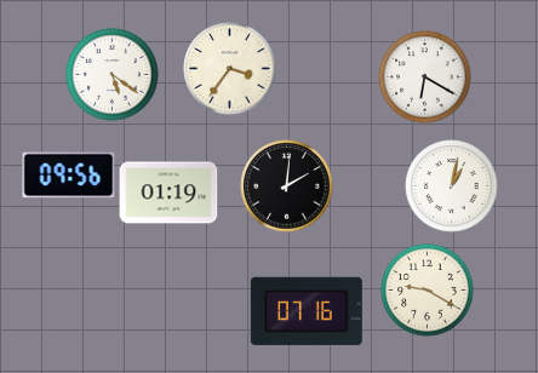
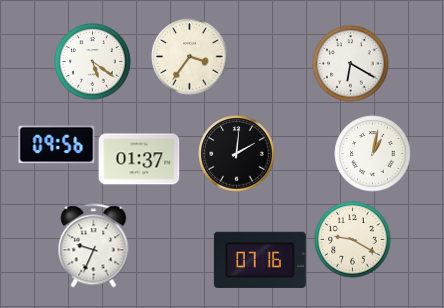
clock at (168, 193): 01:19 -> 01:37
clock at (94, 246): none -> 9:34
clock at (307, 311) position: (307, 311) -> (260, 260)
